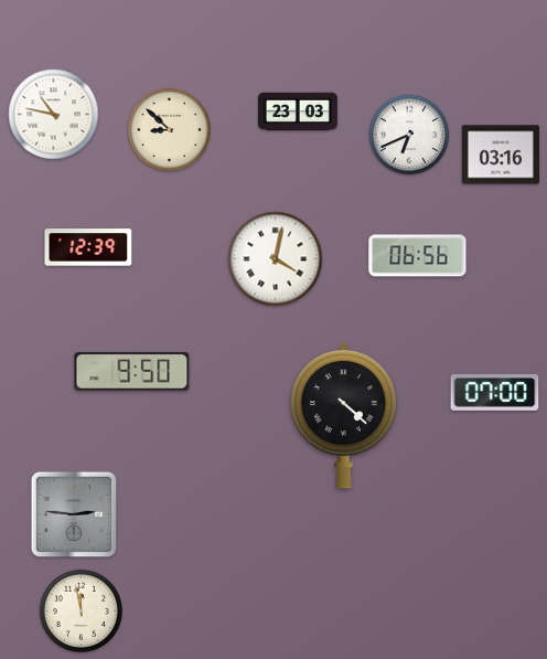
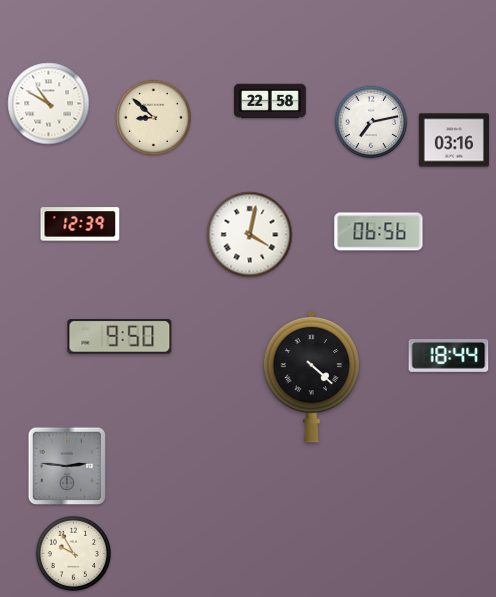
clock at (299, 111): 23:03 -> 22:58
clock at (54, 115): 10:47 -> 10:50
clock at (409, 135): 6:41 -> 7:13
clock at (495, 392): 07:00 -> 18:44
clock at (81, 610): 11:58 -> 9:55
